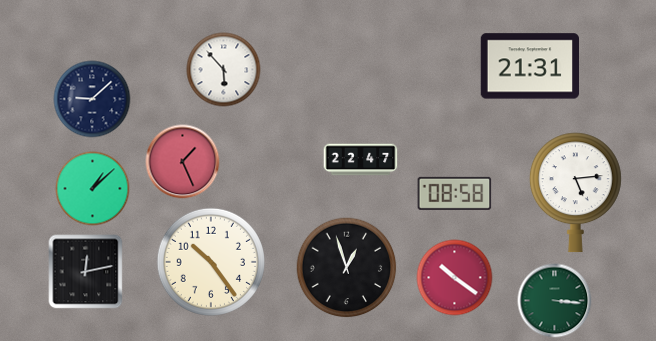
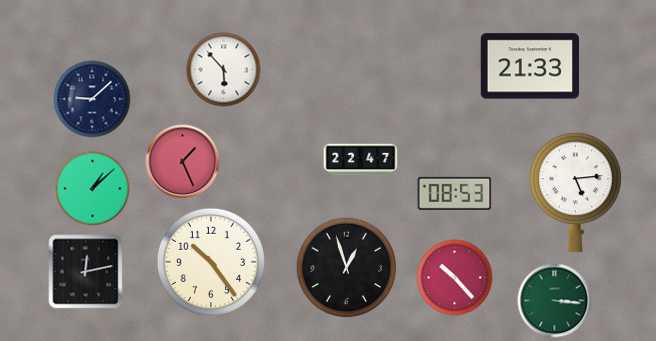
clock at (529, 66): 21:31 -> 21:33
clock at (455, 193): 08:58 -> 08:53
clock at (455, 278): 10:21 -> 10:23
